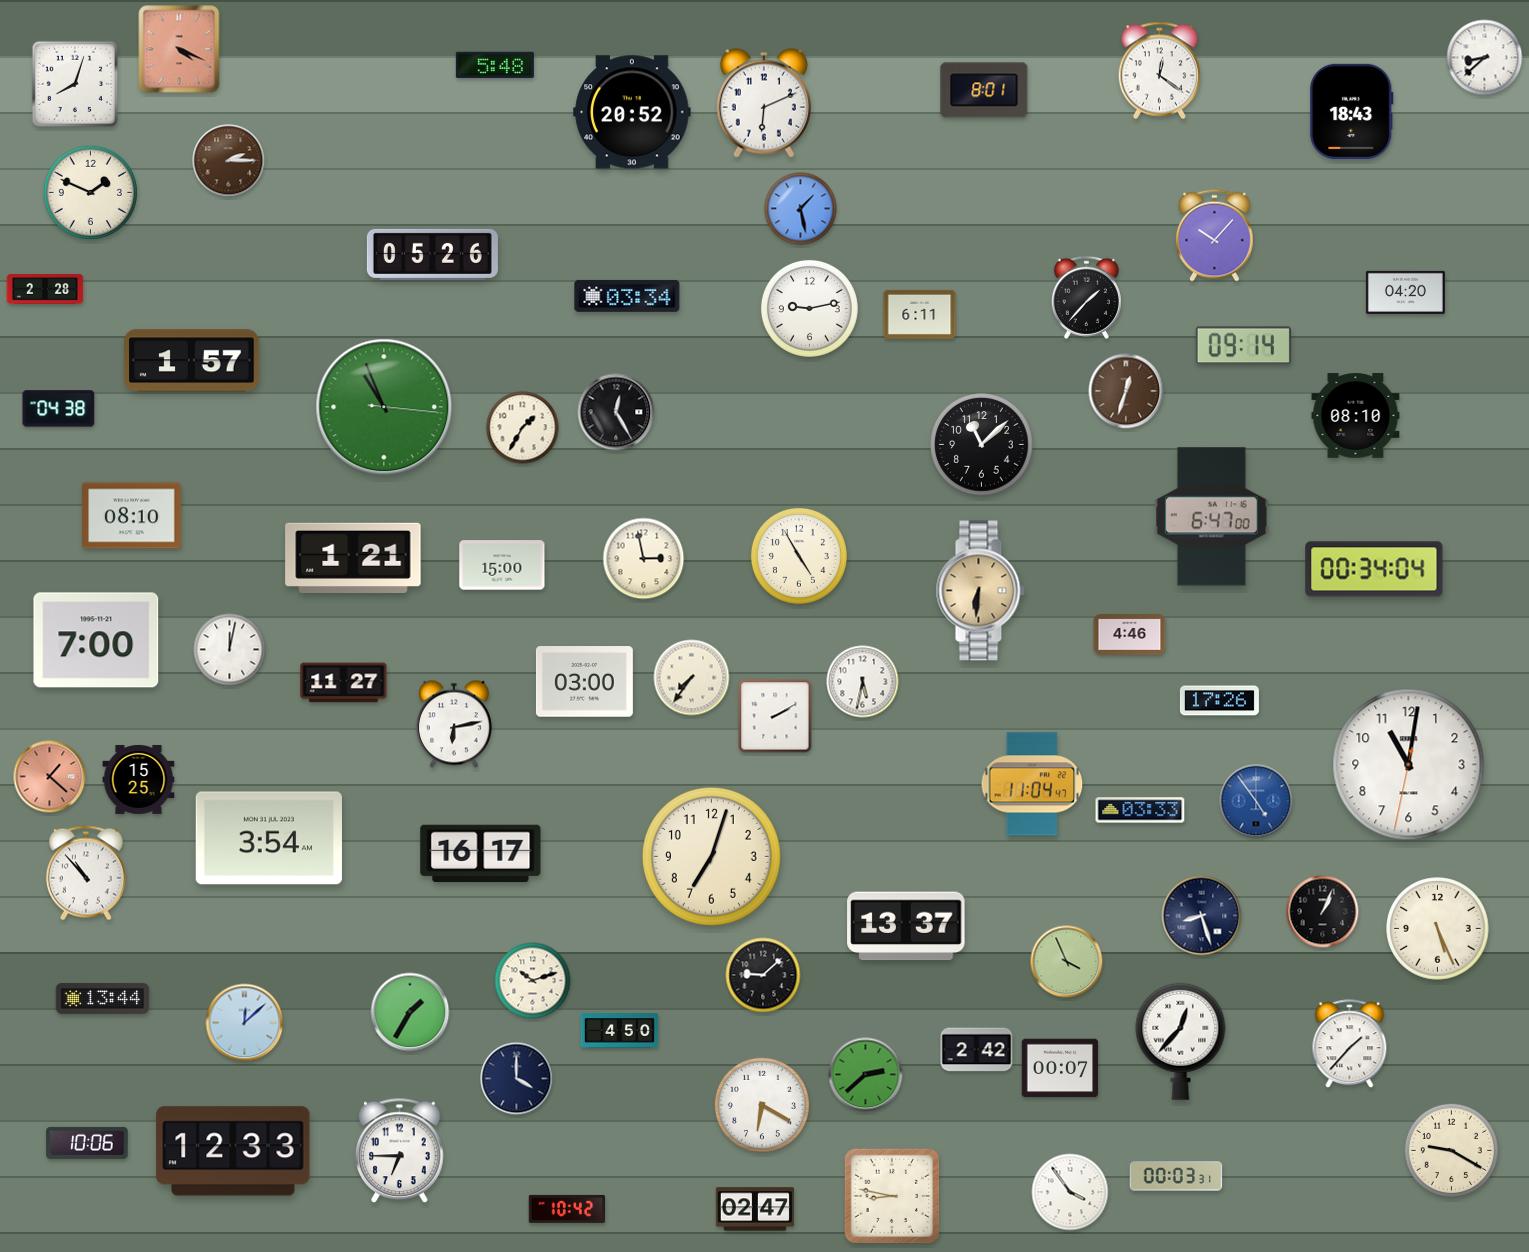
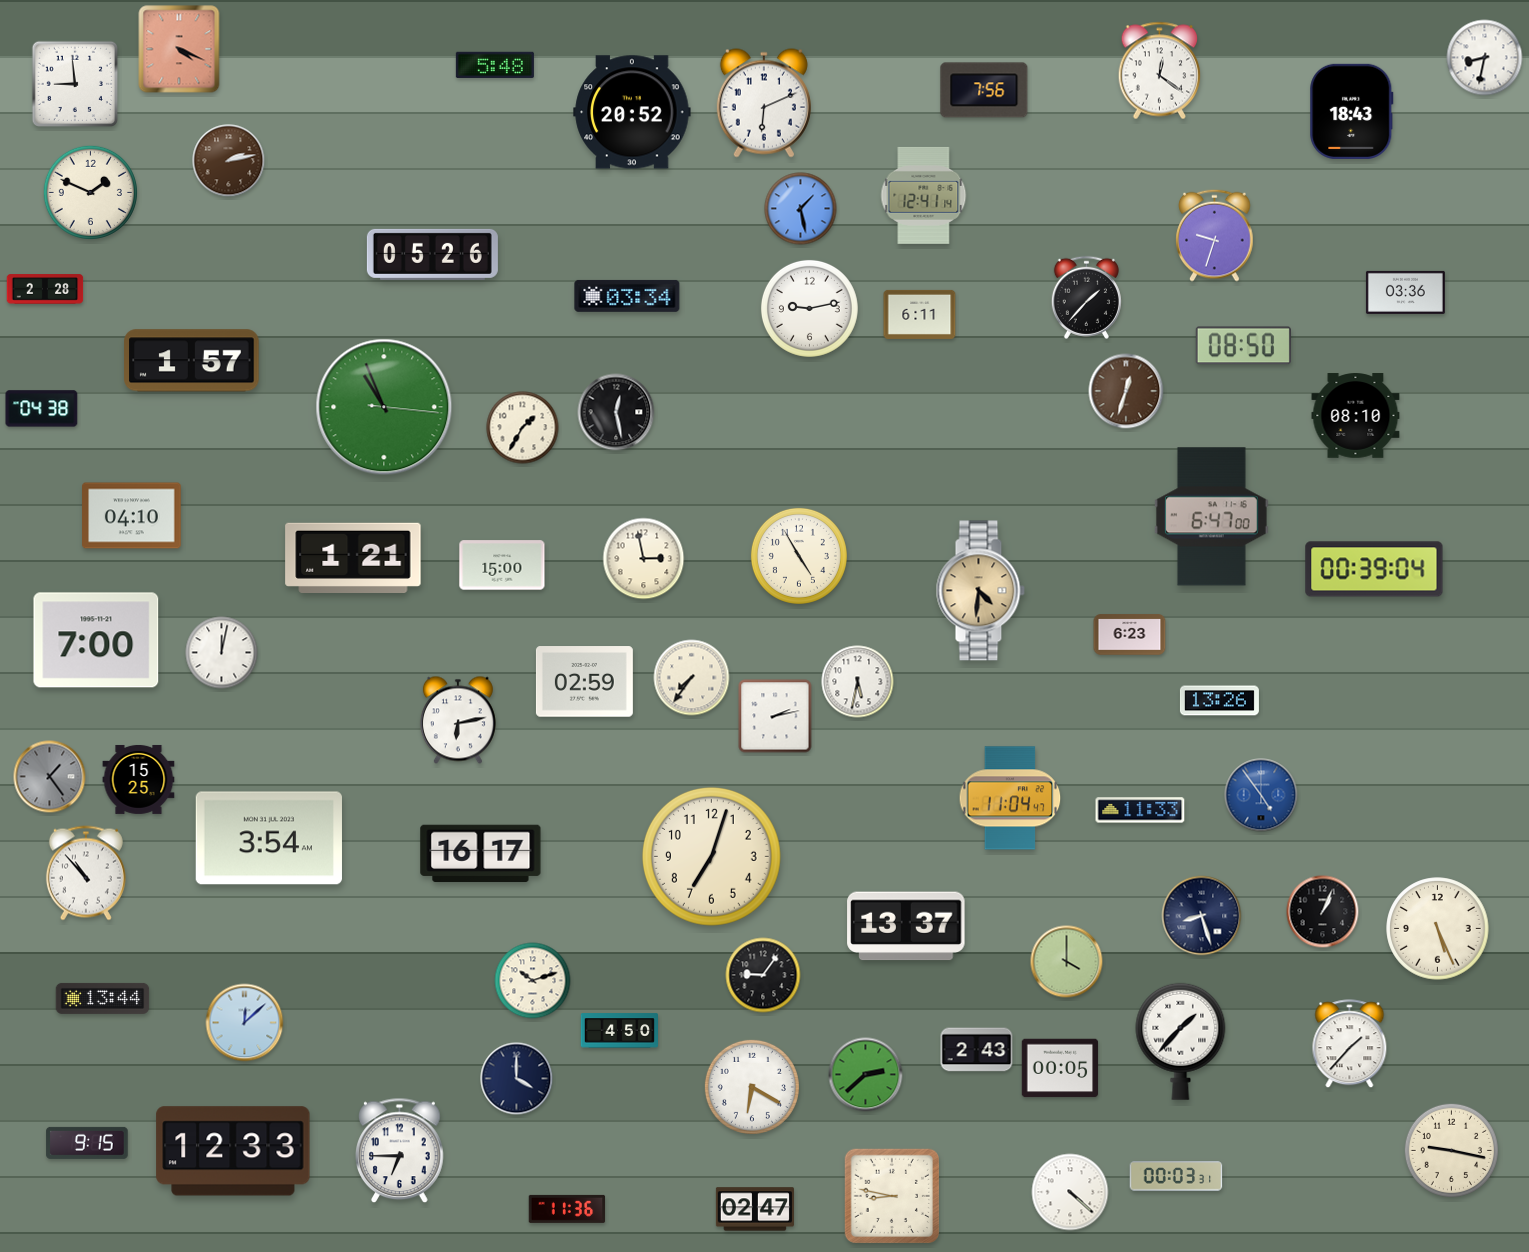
clock at (1485, 58): 8:38 -> 8:32
clock at (74, 83): 8:03 -> 8:59
clock at (984, 90): 8:01 -> 7:56
clock at (229, 161): 2:15 -> 2:13
clock at (924, 195): none -> 12:41
clock at (1215, 235): 10:07 -> 9:33
clock at (1405, 292): 04:20 -> 03:36
clock at (1243, 346): 09:14 -> 08:50
clock at (59, 409) position: (59, 409) -> (42, 409)
clock at (616, 412): 12:25 -> 12:28
clock at (982, 445): 11:08 -> none
clock at (132, 516): 08:10 -> 04:10
clock at (1374, 569): 00:34 -> 00:39
clock at (980, 591): 6:31 -> 4:31
clock at (1130, 635): 4:46 -> 6:23
clock at (230, 650) position: (230, 650) -> (222, 653)
clock at (584, 682): 03:00 -> 02:59
clock at (863, 682) position: (863, 682) -> (858, 682)
clock at (344, 683): 11:27 -> none
clock at (1219, 701): 17:26 -> 13:26
clock at (775, 716): 2:10 -> 2:13
clock at (454, 724) position: (454, 724) -> (458, 720)
clock at (1409, 765): 11:01 -> none
clock at (50, 777): 1:22 -> 1:24
clock at (50, 777) dial: salmon -> grey
clock at (1032, 784) position: (1032, 784) -> (1010, 798)
clock at (1256, 801) position: (1256, 801) -> (1261, 795)
clock at (1140, 810): 03:33 -> 11:33
clock at (1067, 962): 3:56 -> 4:00
clock at (763, 975): 9:08 -> 9:06
clock at (410, 1012): 1:35 -> none
clock at (1181, 1041): 12:37 -> 1:37
clock at (977, 1050): 2:42 -> 2:43
clock at (1060, 1068): 00:07 -> 00:05
clock at (762, 1105) position: (762, 1105) -> (752, 1087)
clock at (87, 1143): 10:06 -> 9:15
clock at (1451, 1150): 9:20 -> 9:17
clock at (1070, 1192): 3:54 -> 4:22
clock at (567, 1209): 10:42 -> 11:36
